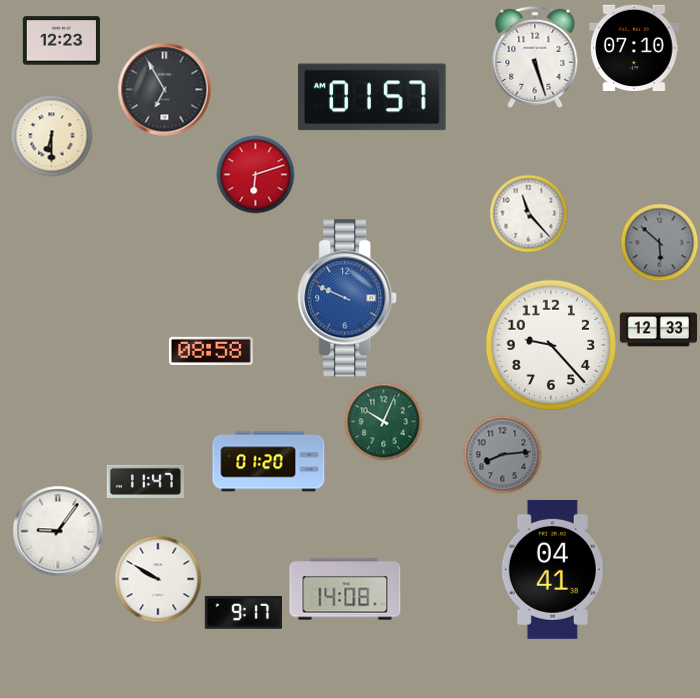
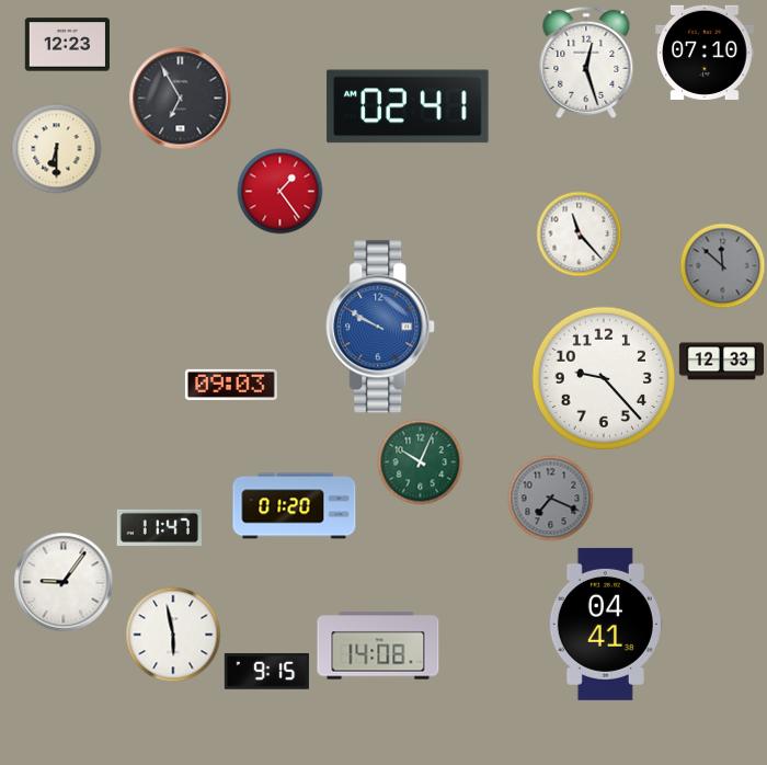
clock at (634, 47) position: (634, 47) -> (705, 52)
clock at (535, 57): 5:27 -> 12:27
clock at (372, 97): 01:57 -> 02:41
clock at (255, 174): 6:12 -> 1:24
clock at (659, 242): 5:52 -> 11:52
clock at (348, 298): 9:49 -> 9:50
clock at (211, 351): 08:58 -> 09:03
clock at (502, 454): 8:14 -> 7:19
clock at (158, 579): 9:50 -> 5:58
clock at (243, 613): 9:17 -> 9:15
